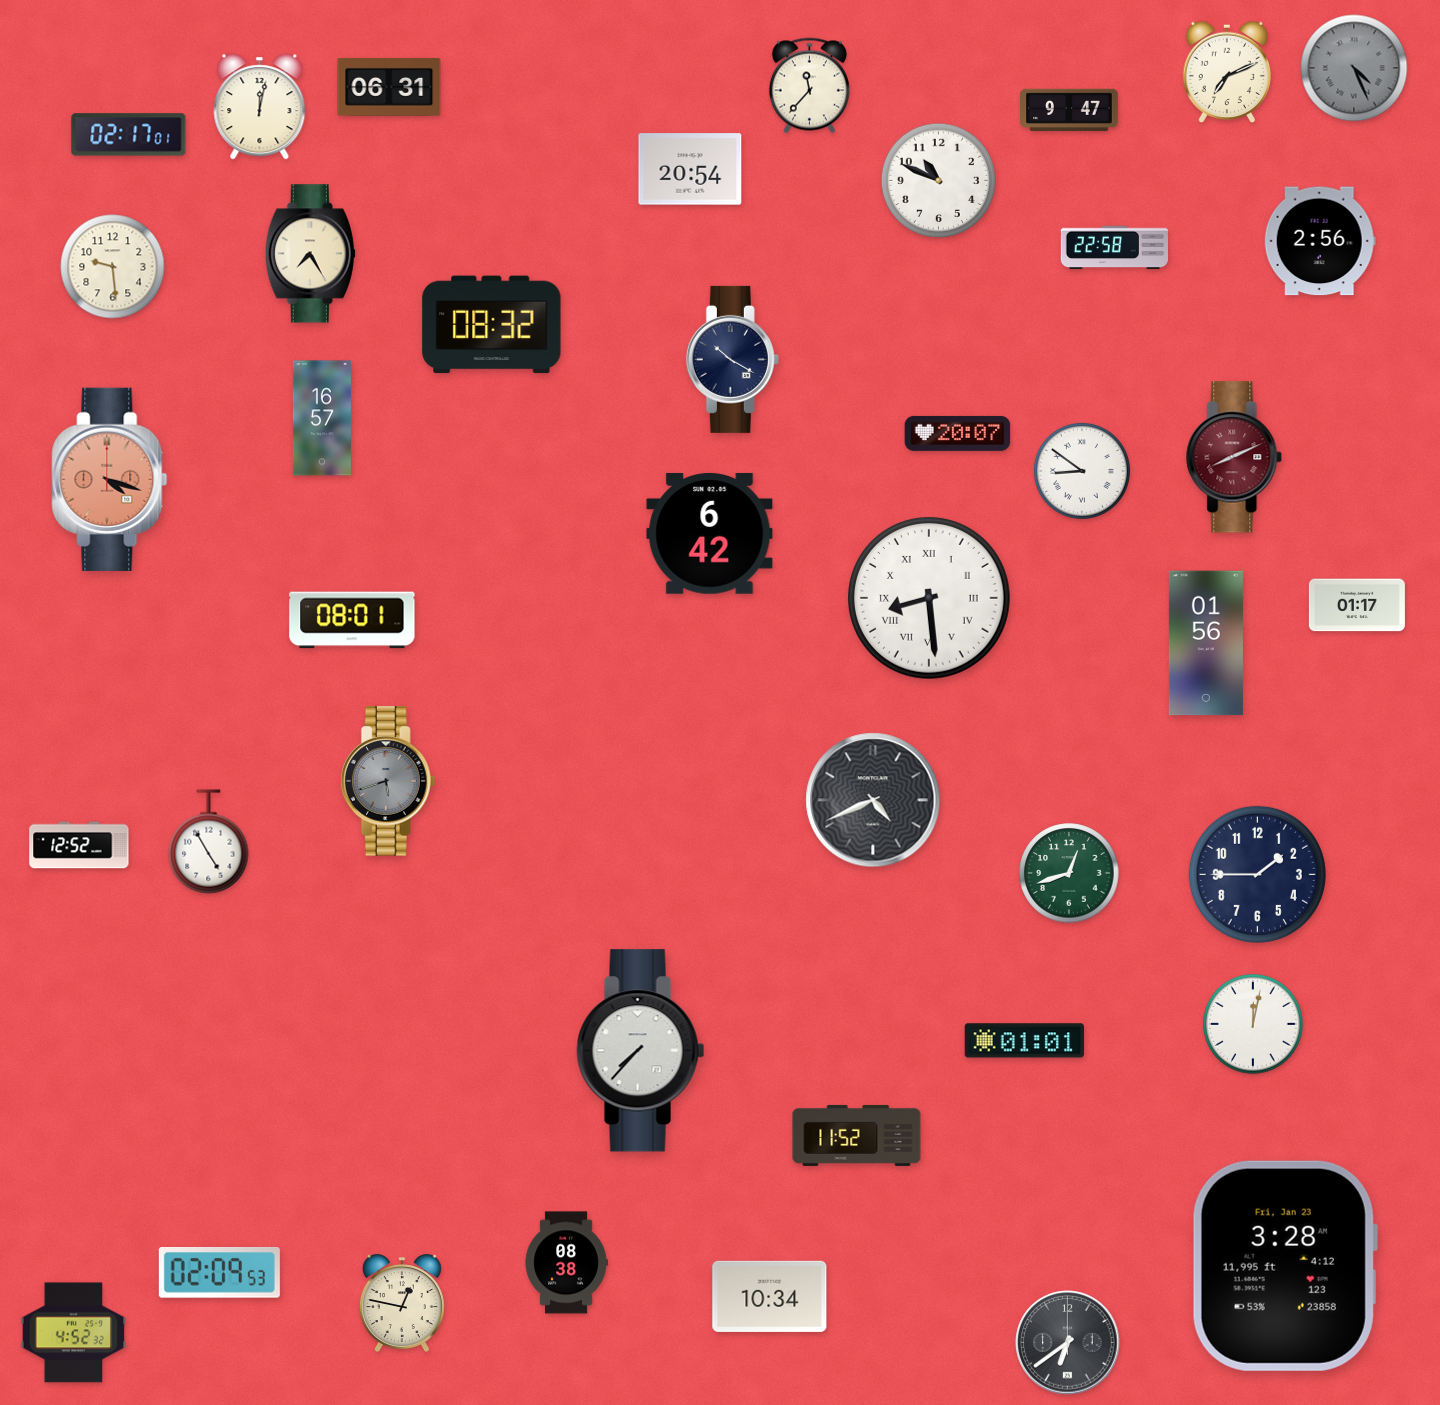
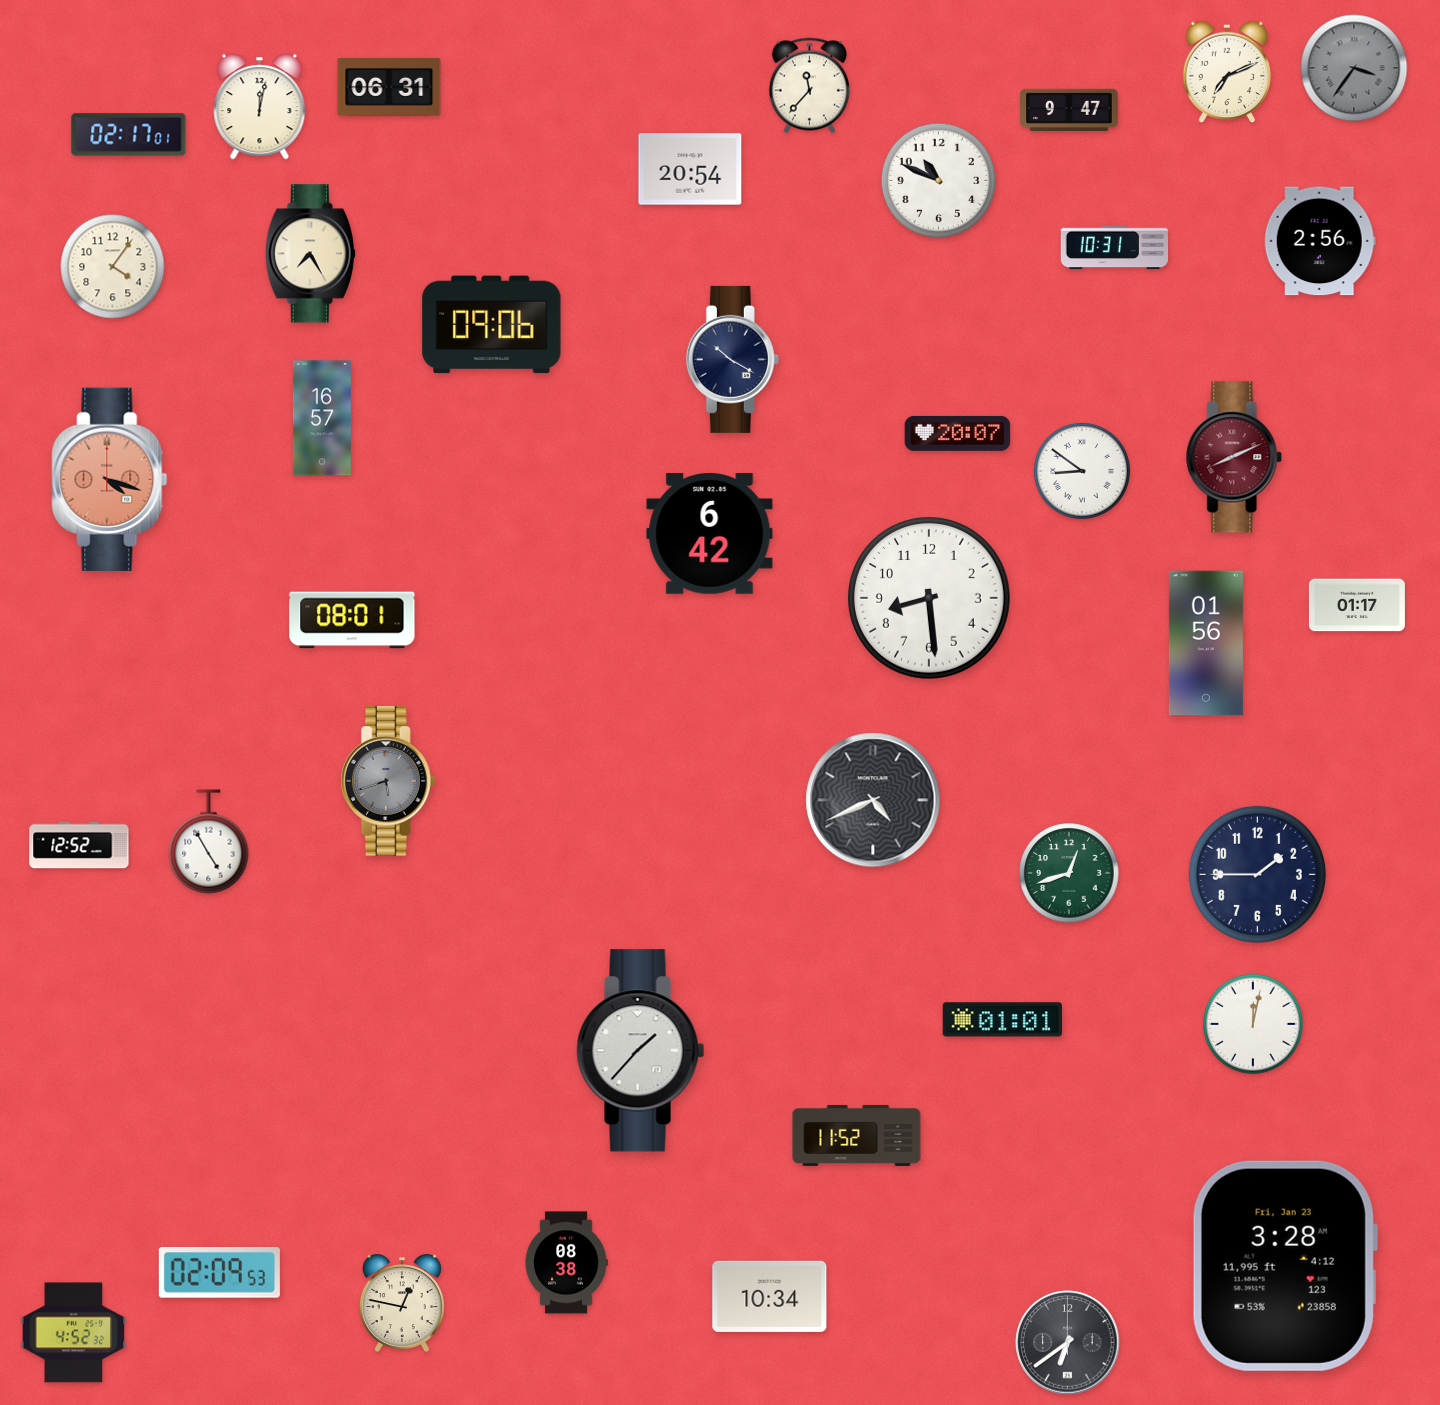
clock at (1354, 68): 4:26 -> 3:36
clock at (1114, 248): 22:58 -> 10:31
clock at (113, 267): 9:29 -> 4:06
clock at (492, 325): 08:32 -> 09:06
clock at (929, 598) numerals: Roman -> Arabic
clock at (1024, 1041) position: (1024, 1041) -> (1002, 1020)
clock at (641, 1051): 7:37 -> 1:37
